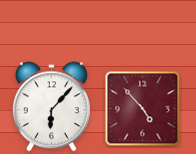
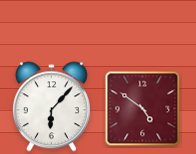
clock at (143, 109): 4:53 -> 4:51
